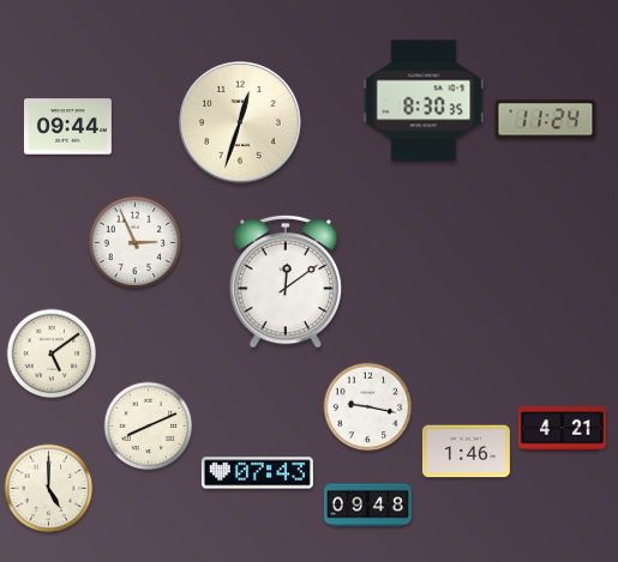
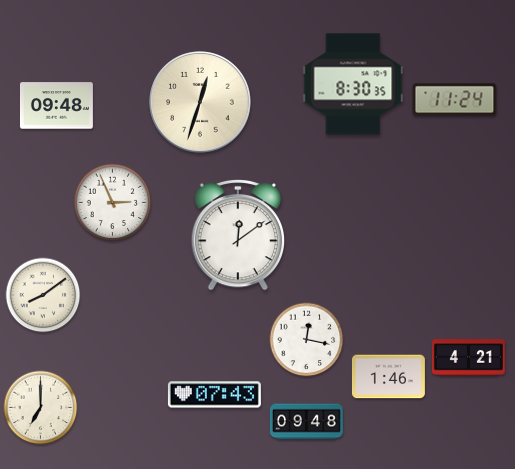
clock at (67, 127): 09:44 -> 09:48
clock at (52, 353): 5:09 -> 8:09
clock at (368, 407): 9:17 -> 12:17
clock at (149, 427): 8:11 -> none
clock at (49, 489): 5:00 -> 7:00
